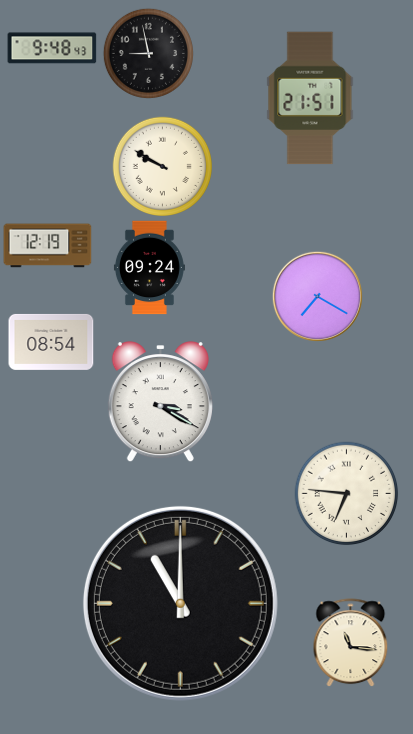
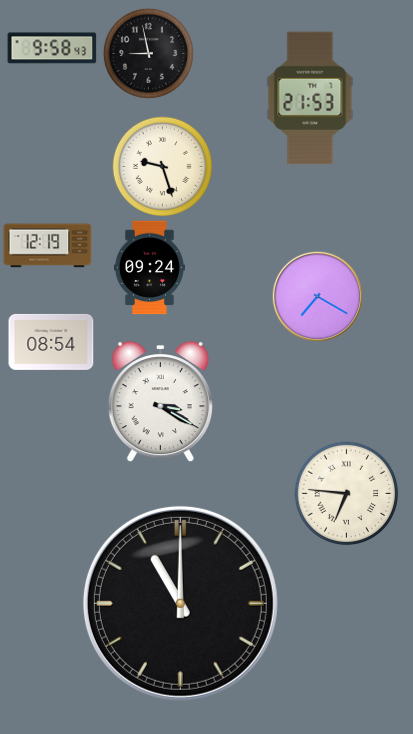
clock at (52, 48): 9:48 -> 9:58
clock at (310, 98): 21:51 -> 21:53
clock at (162, 166): 9:50 -> 9:27
clock at (351, 643): 11:16 -> none
